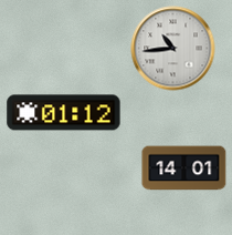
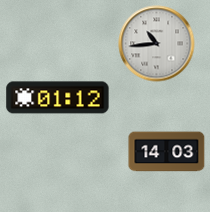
clock at (64, 113) position: (64, 113) -> (58, 98)
clock at (184, 168): 14:01 -> 14:03
